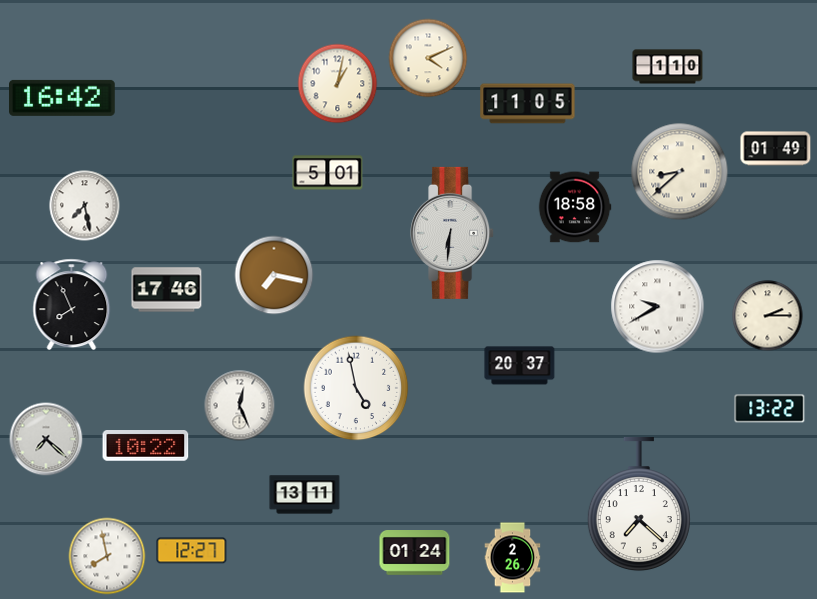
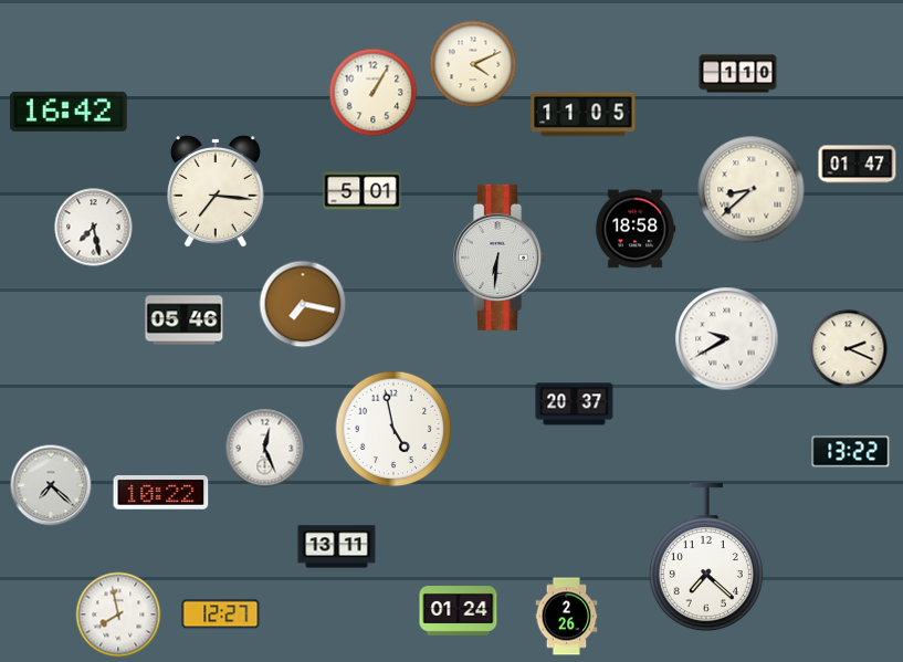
clock at (338, 84): 1:02 -> 1:05
clock at (63, 98) position: (63, 98) -> (70, 112)
clock at (776, 149): 01:49 -> 01:47
clock at (217, 191): none -> 7:16
clock at (167, 290): 17:46 -> 05:46
clock at (72, 305): 7:56 -> none
clock at (768, 316): 2:15 -> 2:19
clock at (192, 551) position: (192, 551) -> (221, 614)
